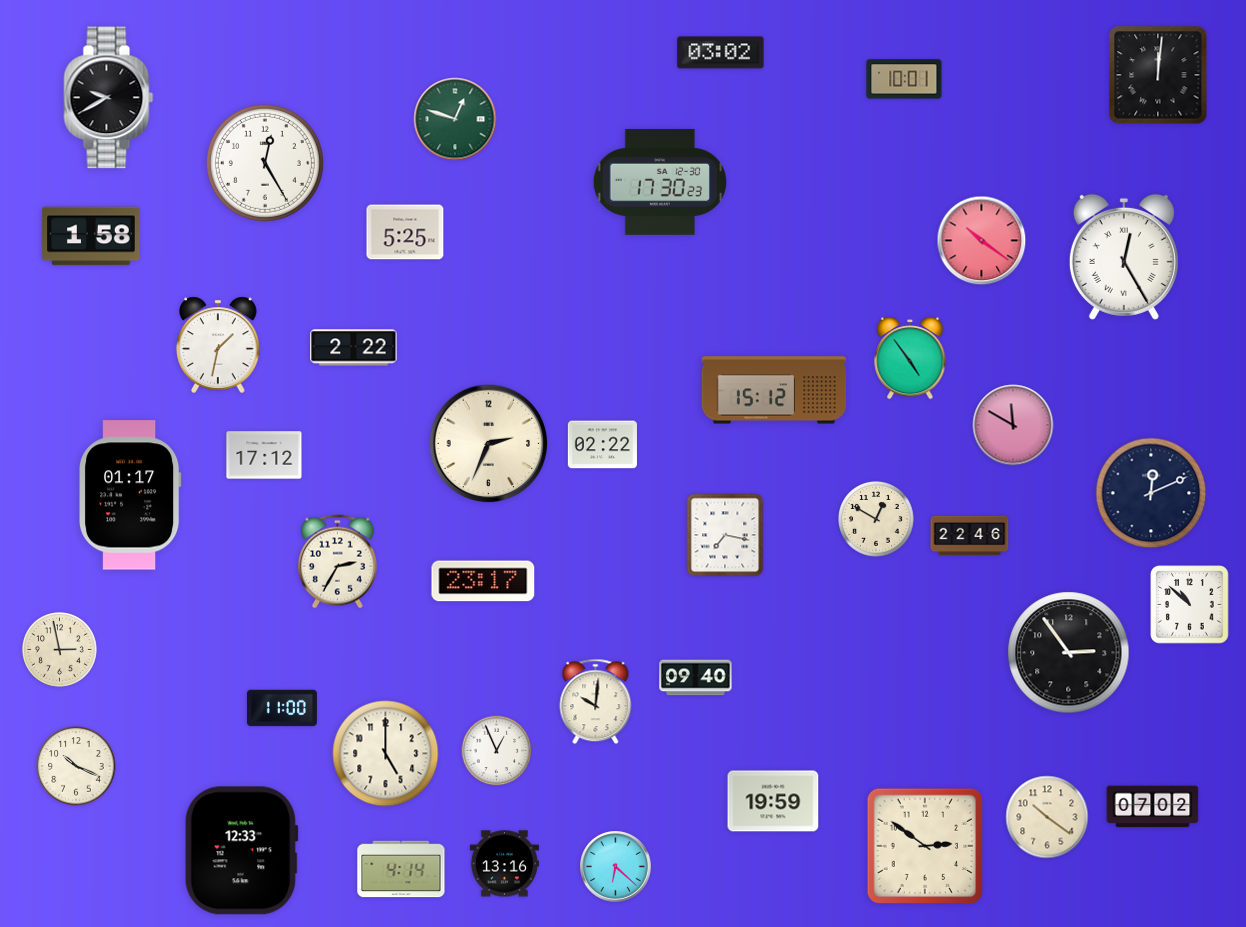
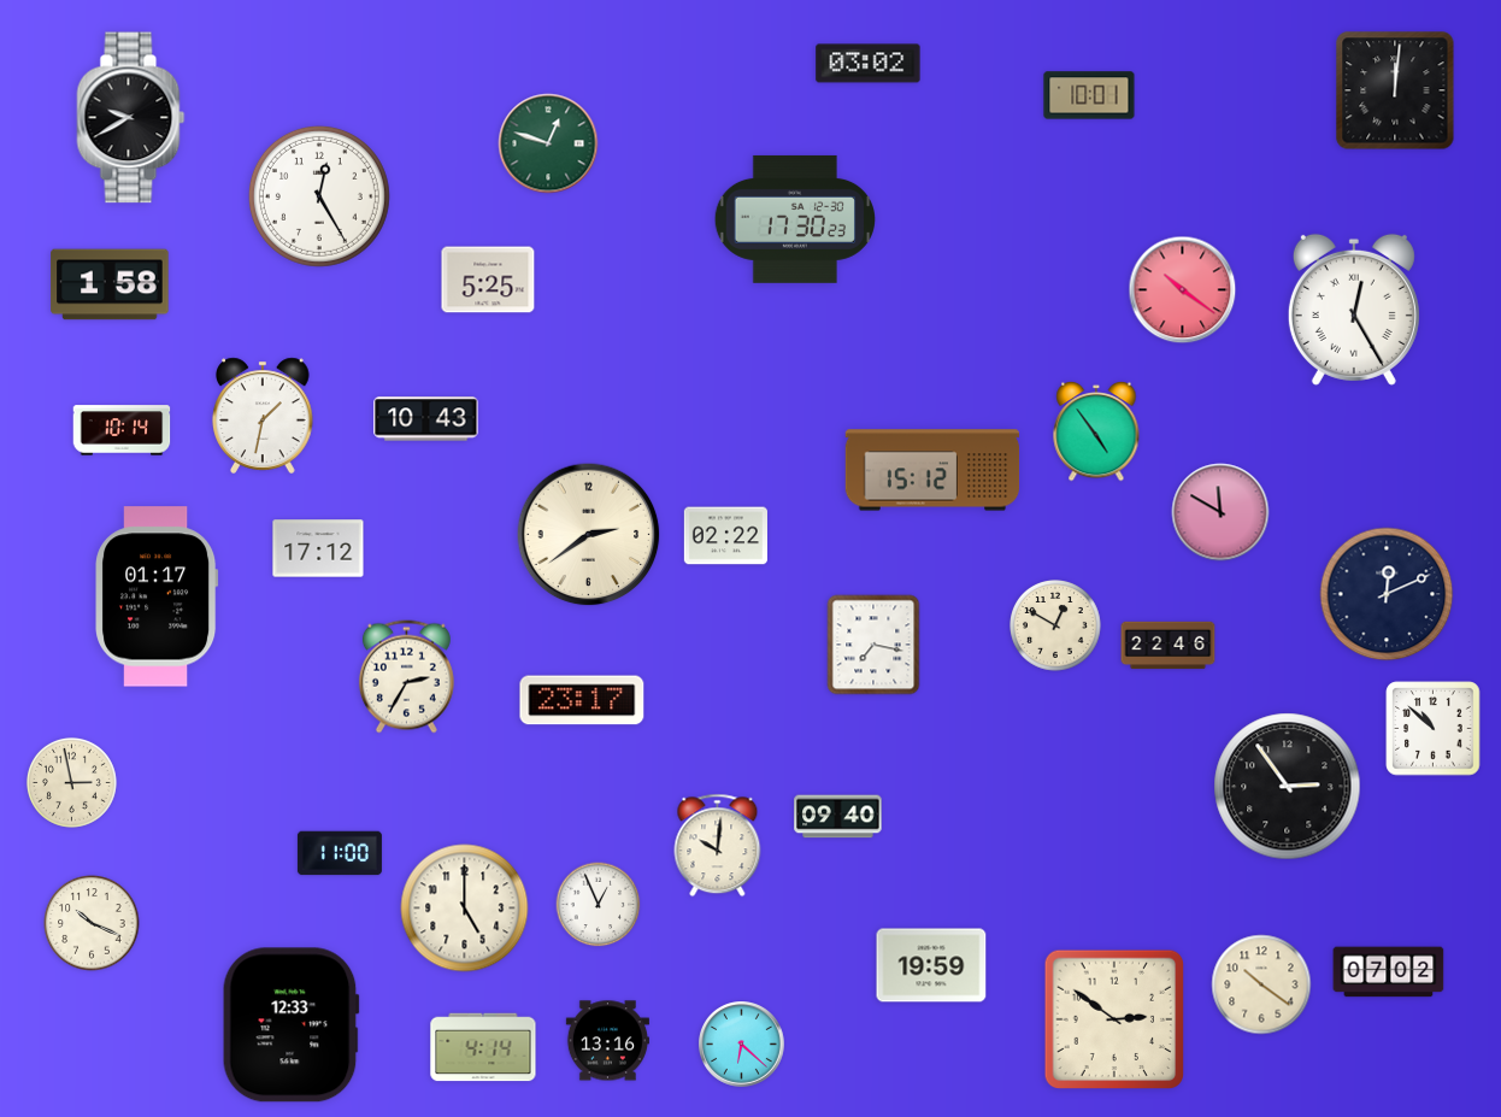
clock at (354, 348): 2:22 -> 10:43
clock at (122, 430): none -> 10:14
clock at (489, 444): 2:34 -> 2:39
